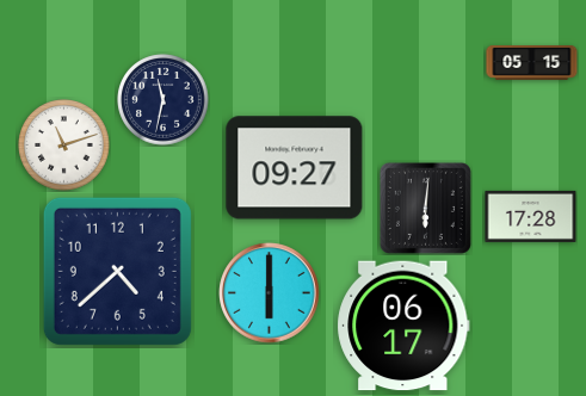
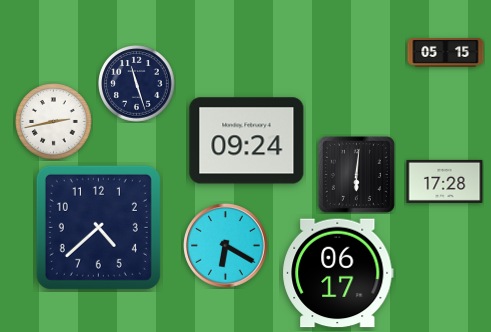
clock at (164, 100): 11:32 -> 11:27
clock at (64, 146): 11:12 -> 2:43
clock at (295, 168): 09:27 -> 09:24
clock at (270, 293): 6:00 -> 6:20
